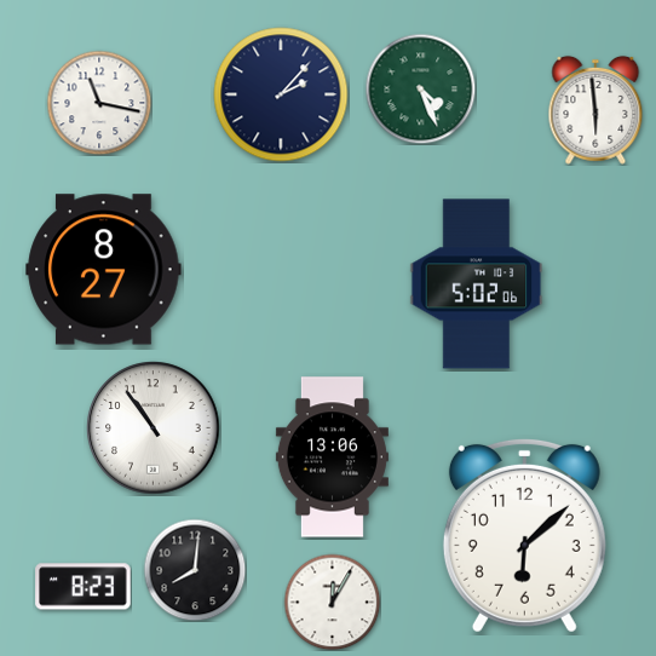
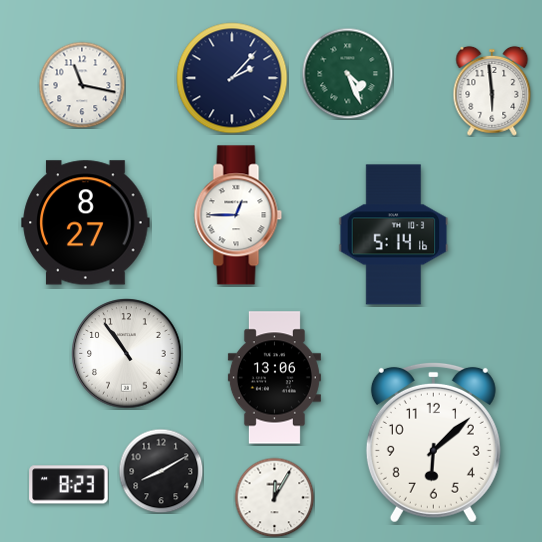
clock at (238, 215): none -> 12:45
clock at (477, 284): 5:02 -> 5:14
clock at (195, 570): 8:01 -> 8:10
